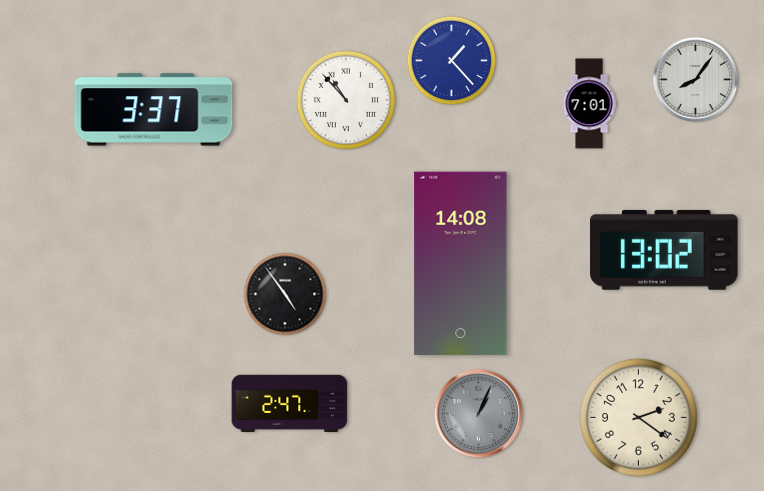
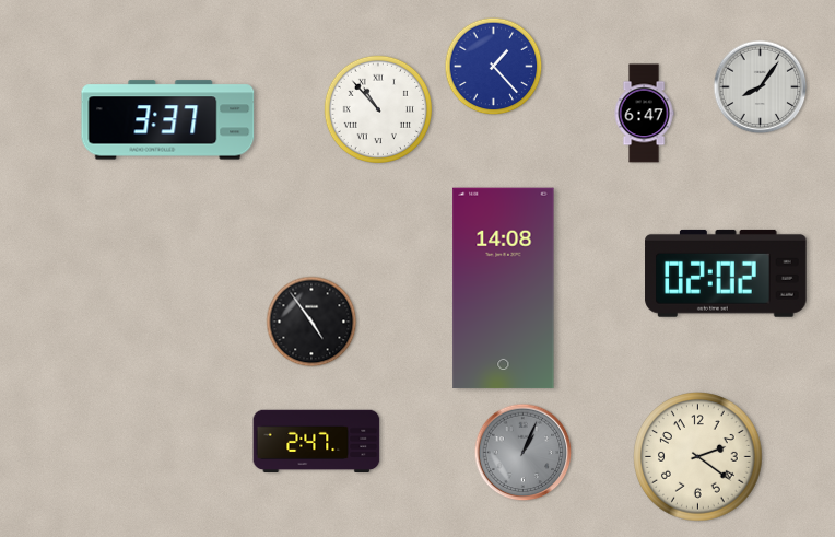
clock at (589, 104): 7:01 -> 6:47
clock at (664, 250): 13:02 -> 02:02
